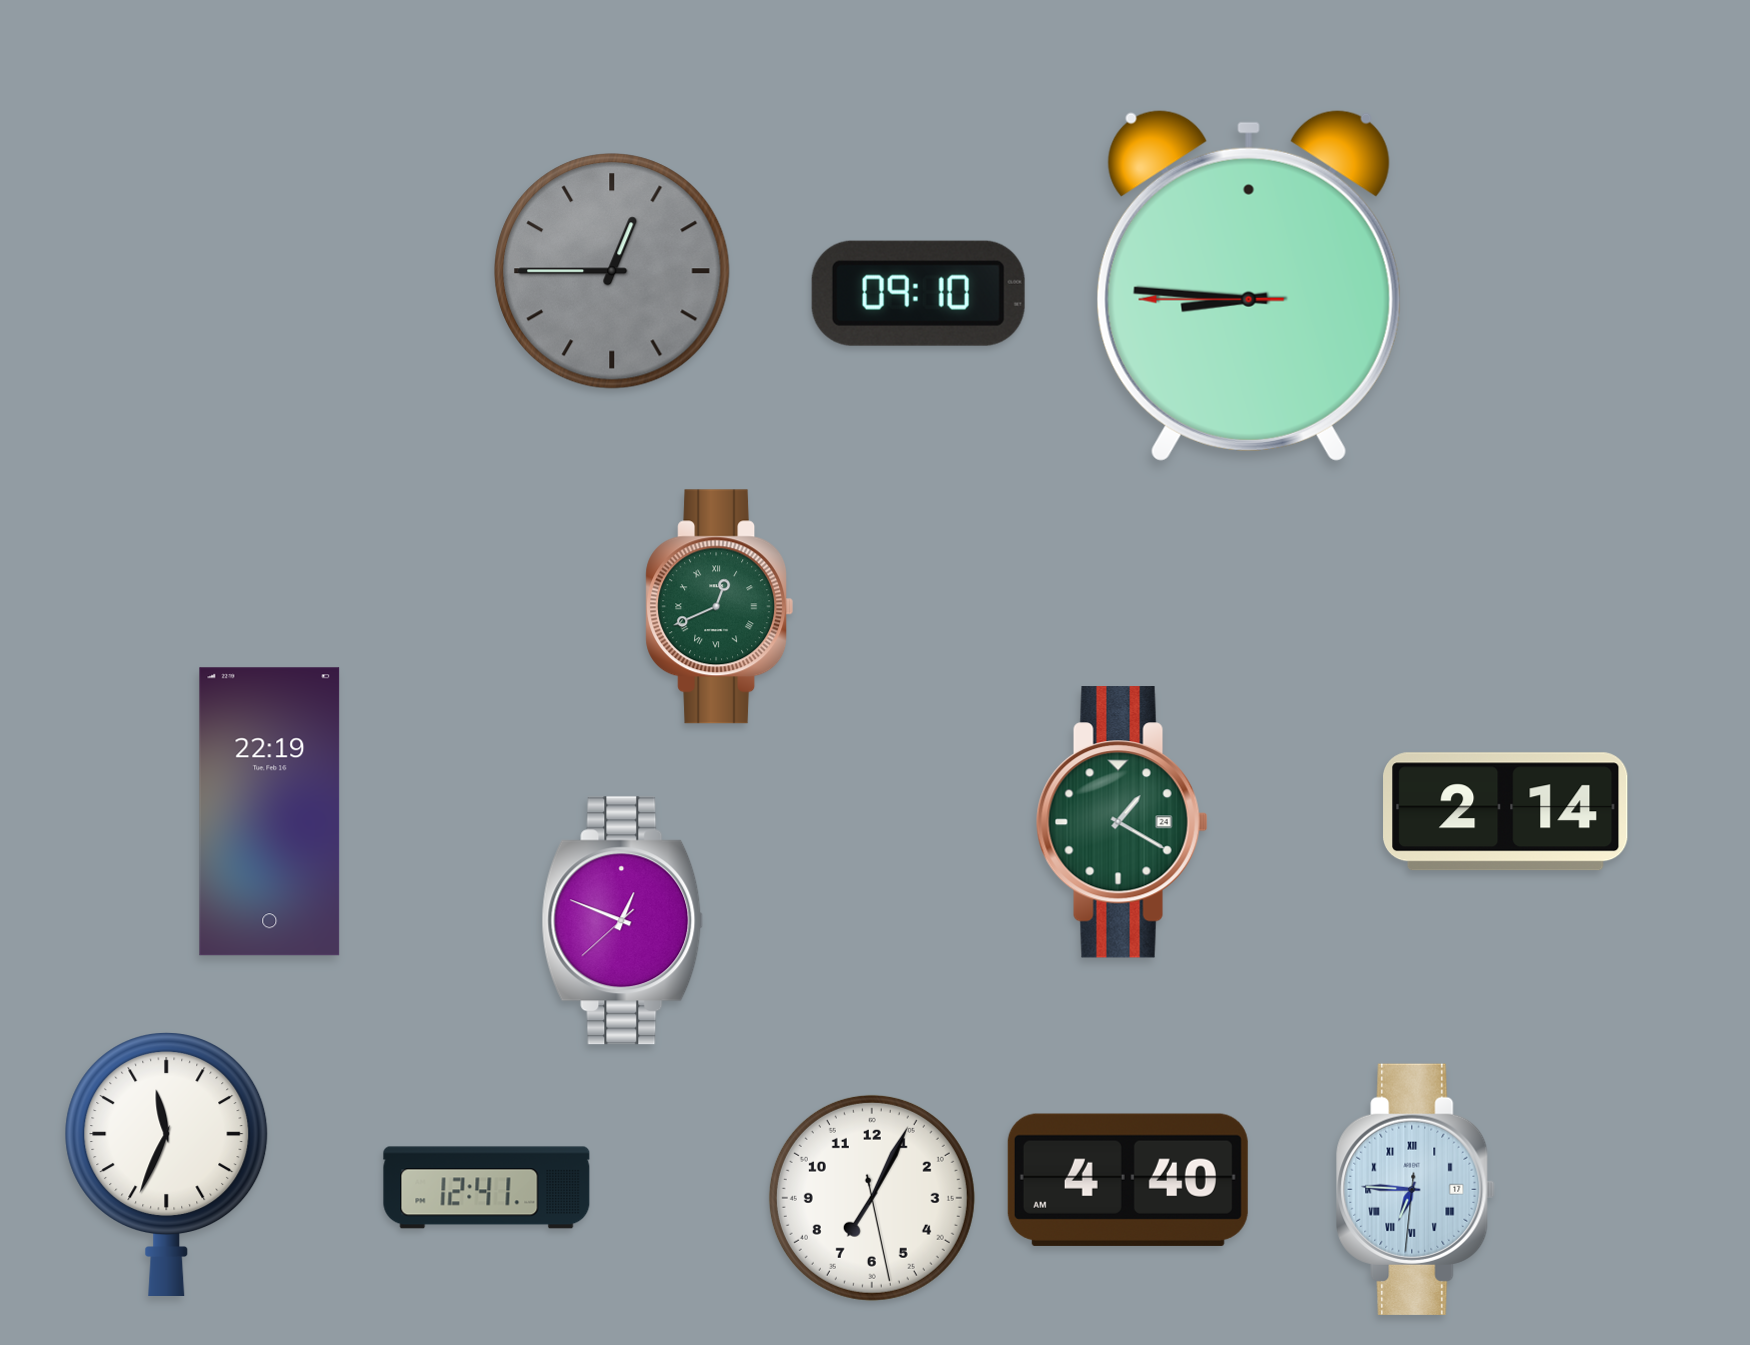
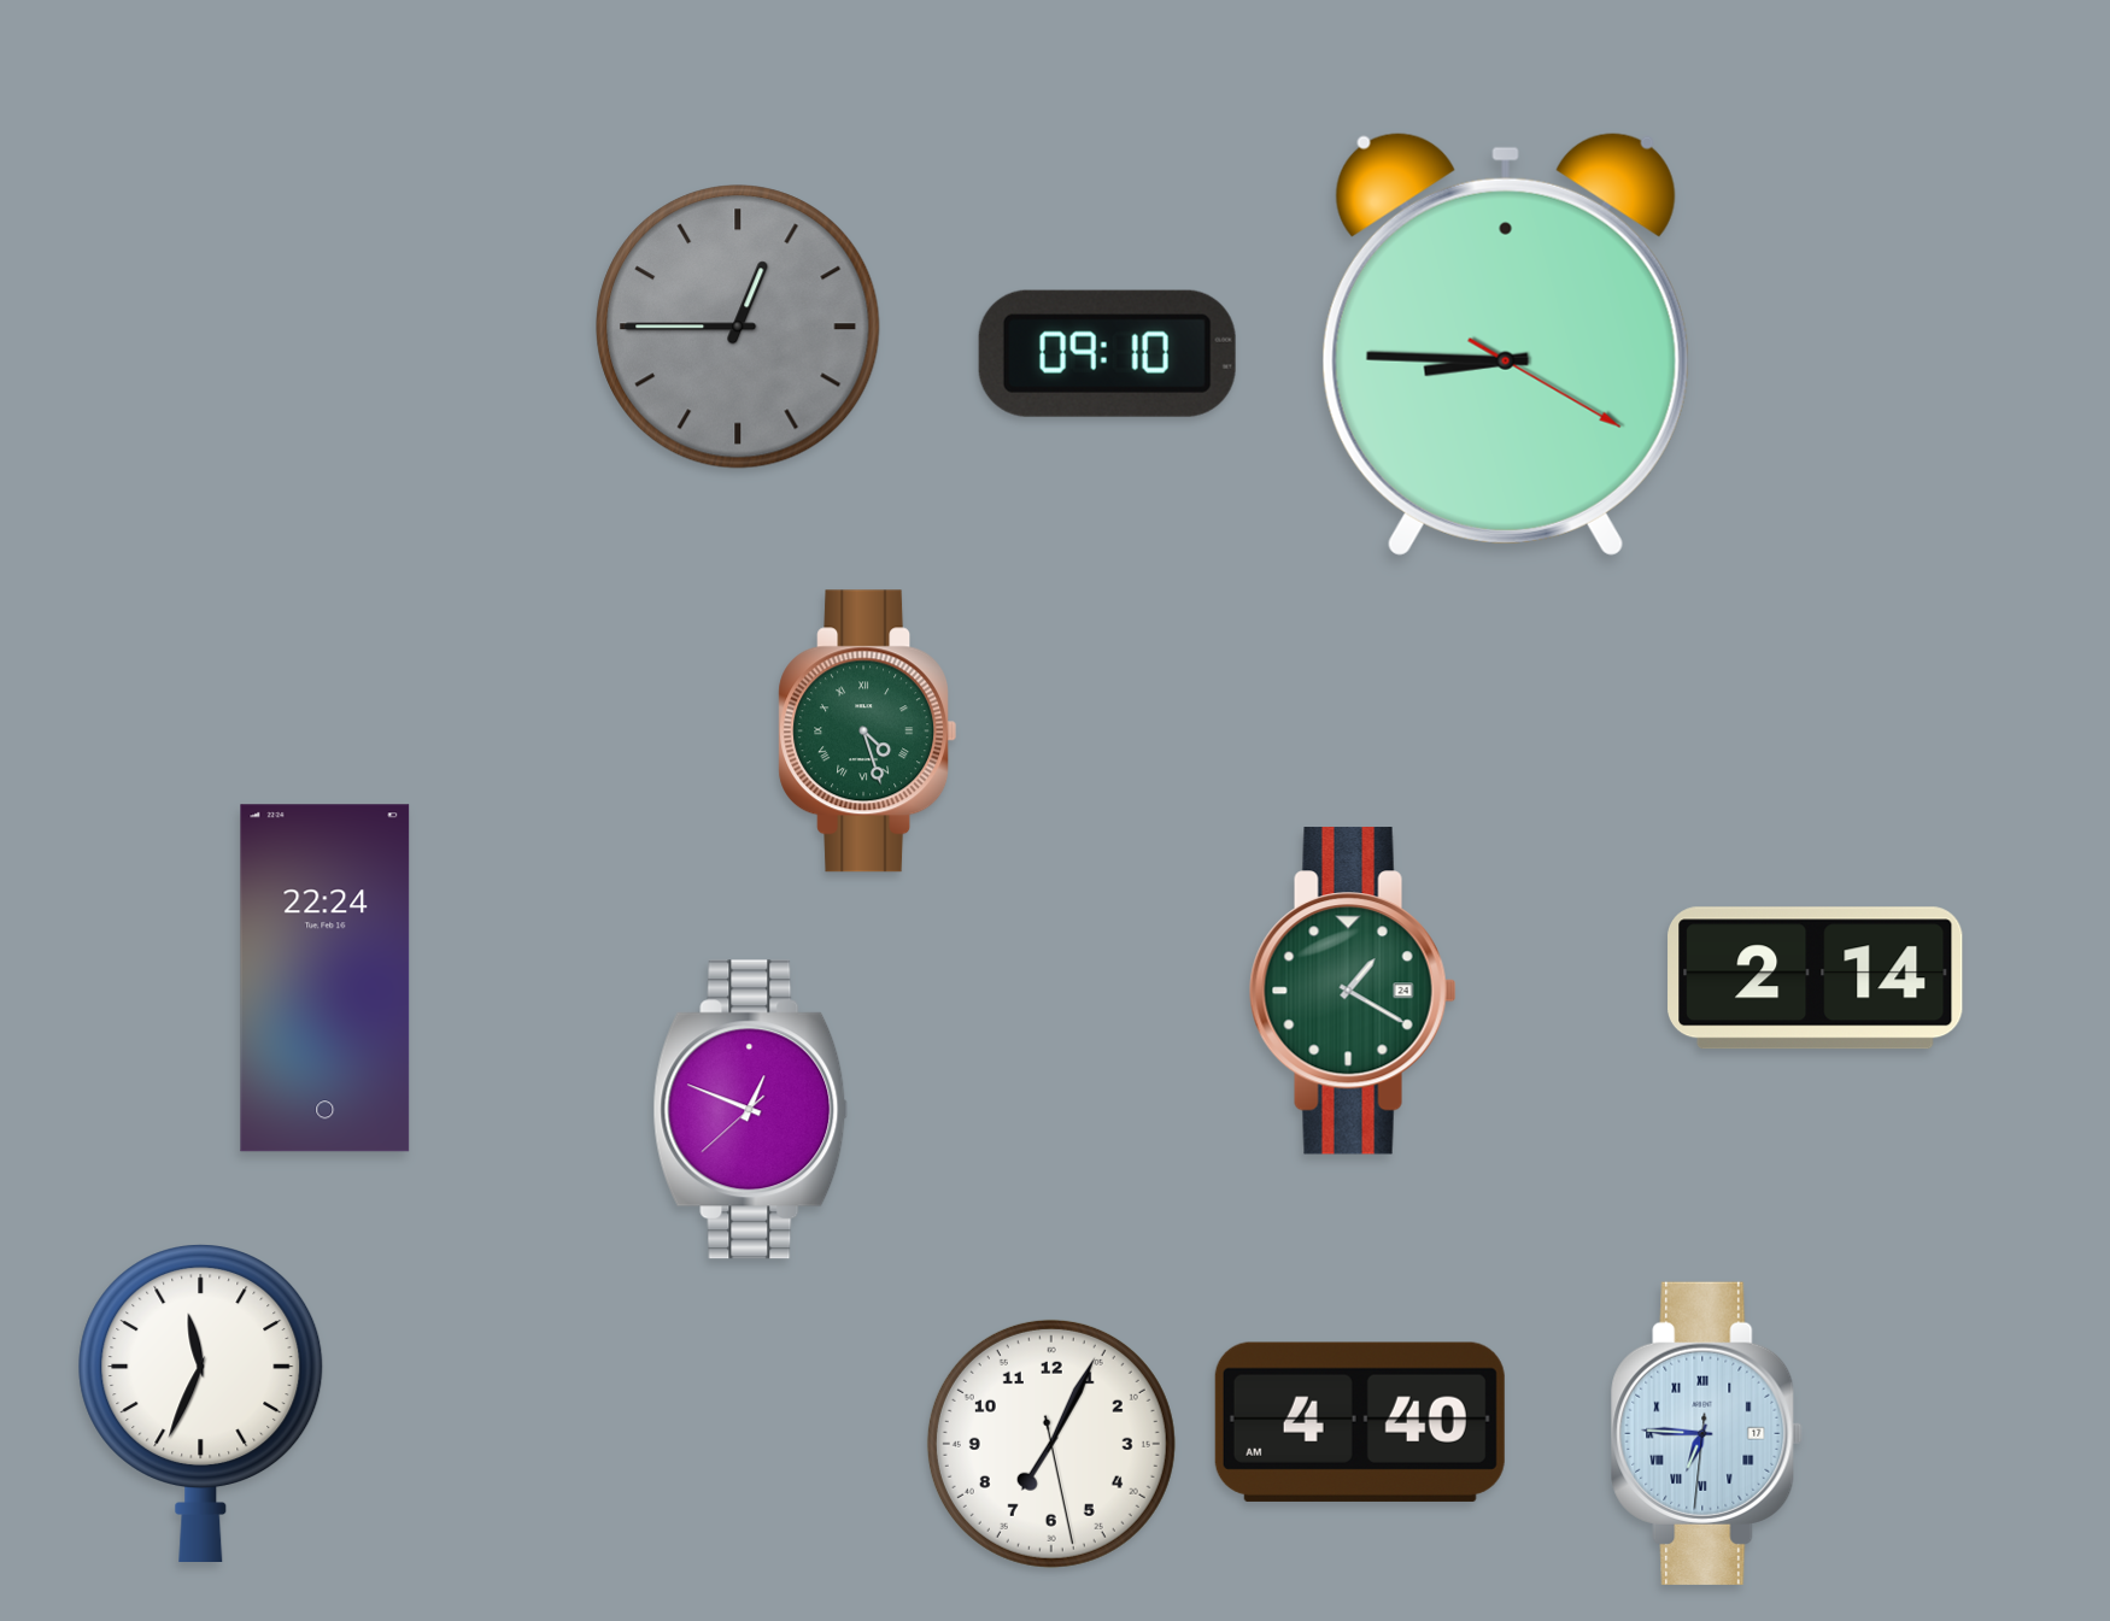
clock at (1249, 285): 8:45:45 -> 8:45:20
clock at (720, 607): 12:41 -> 4:27
clock at (270, 812): 22:19 -> 22:24
clock at (487, 1188): 12:41 -> none
